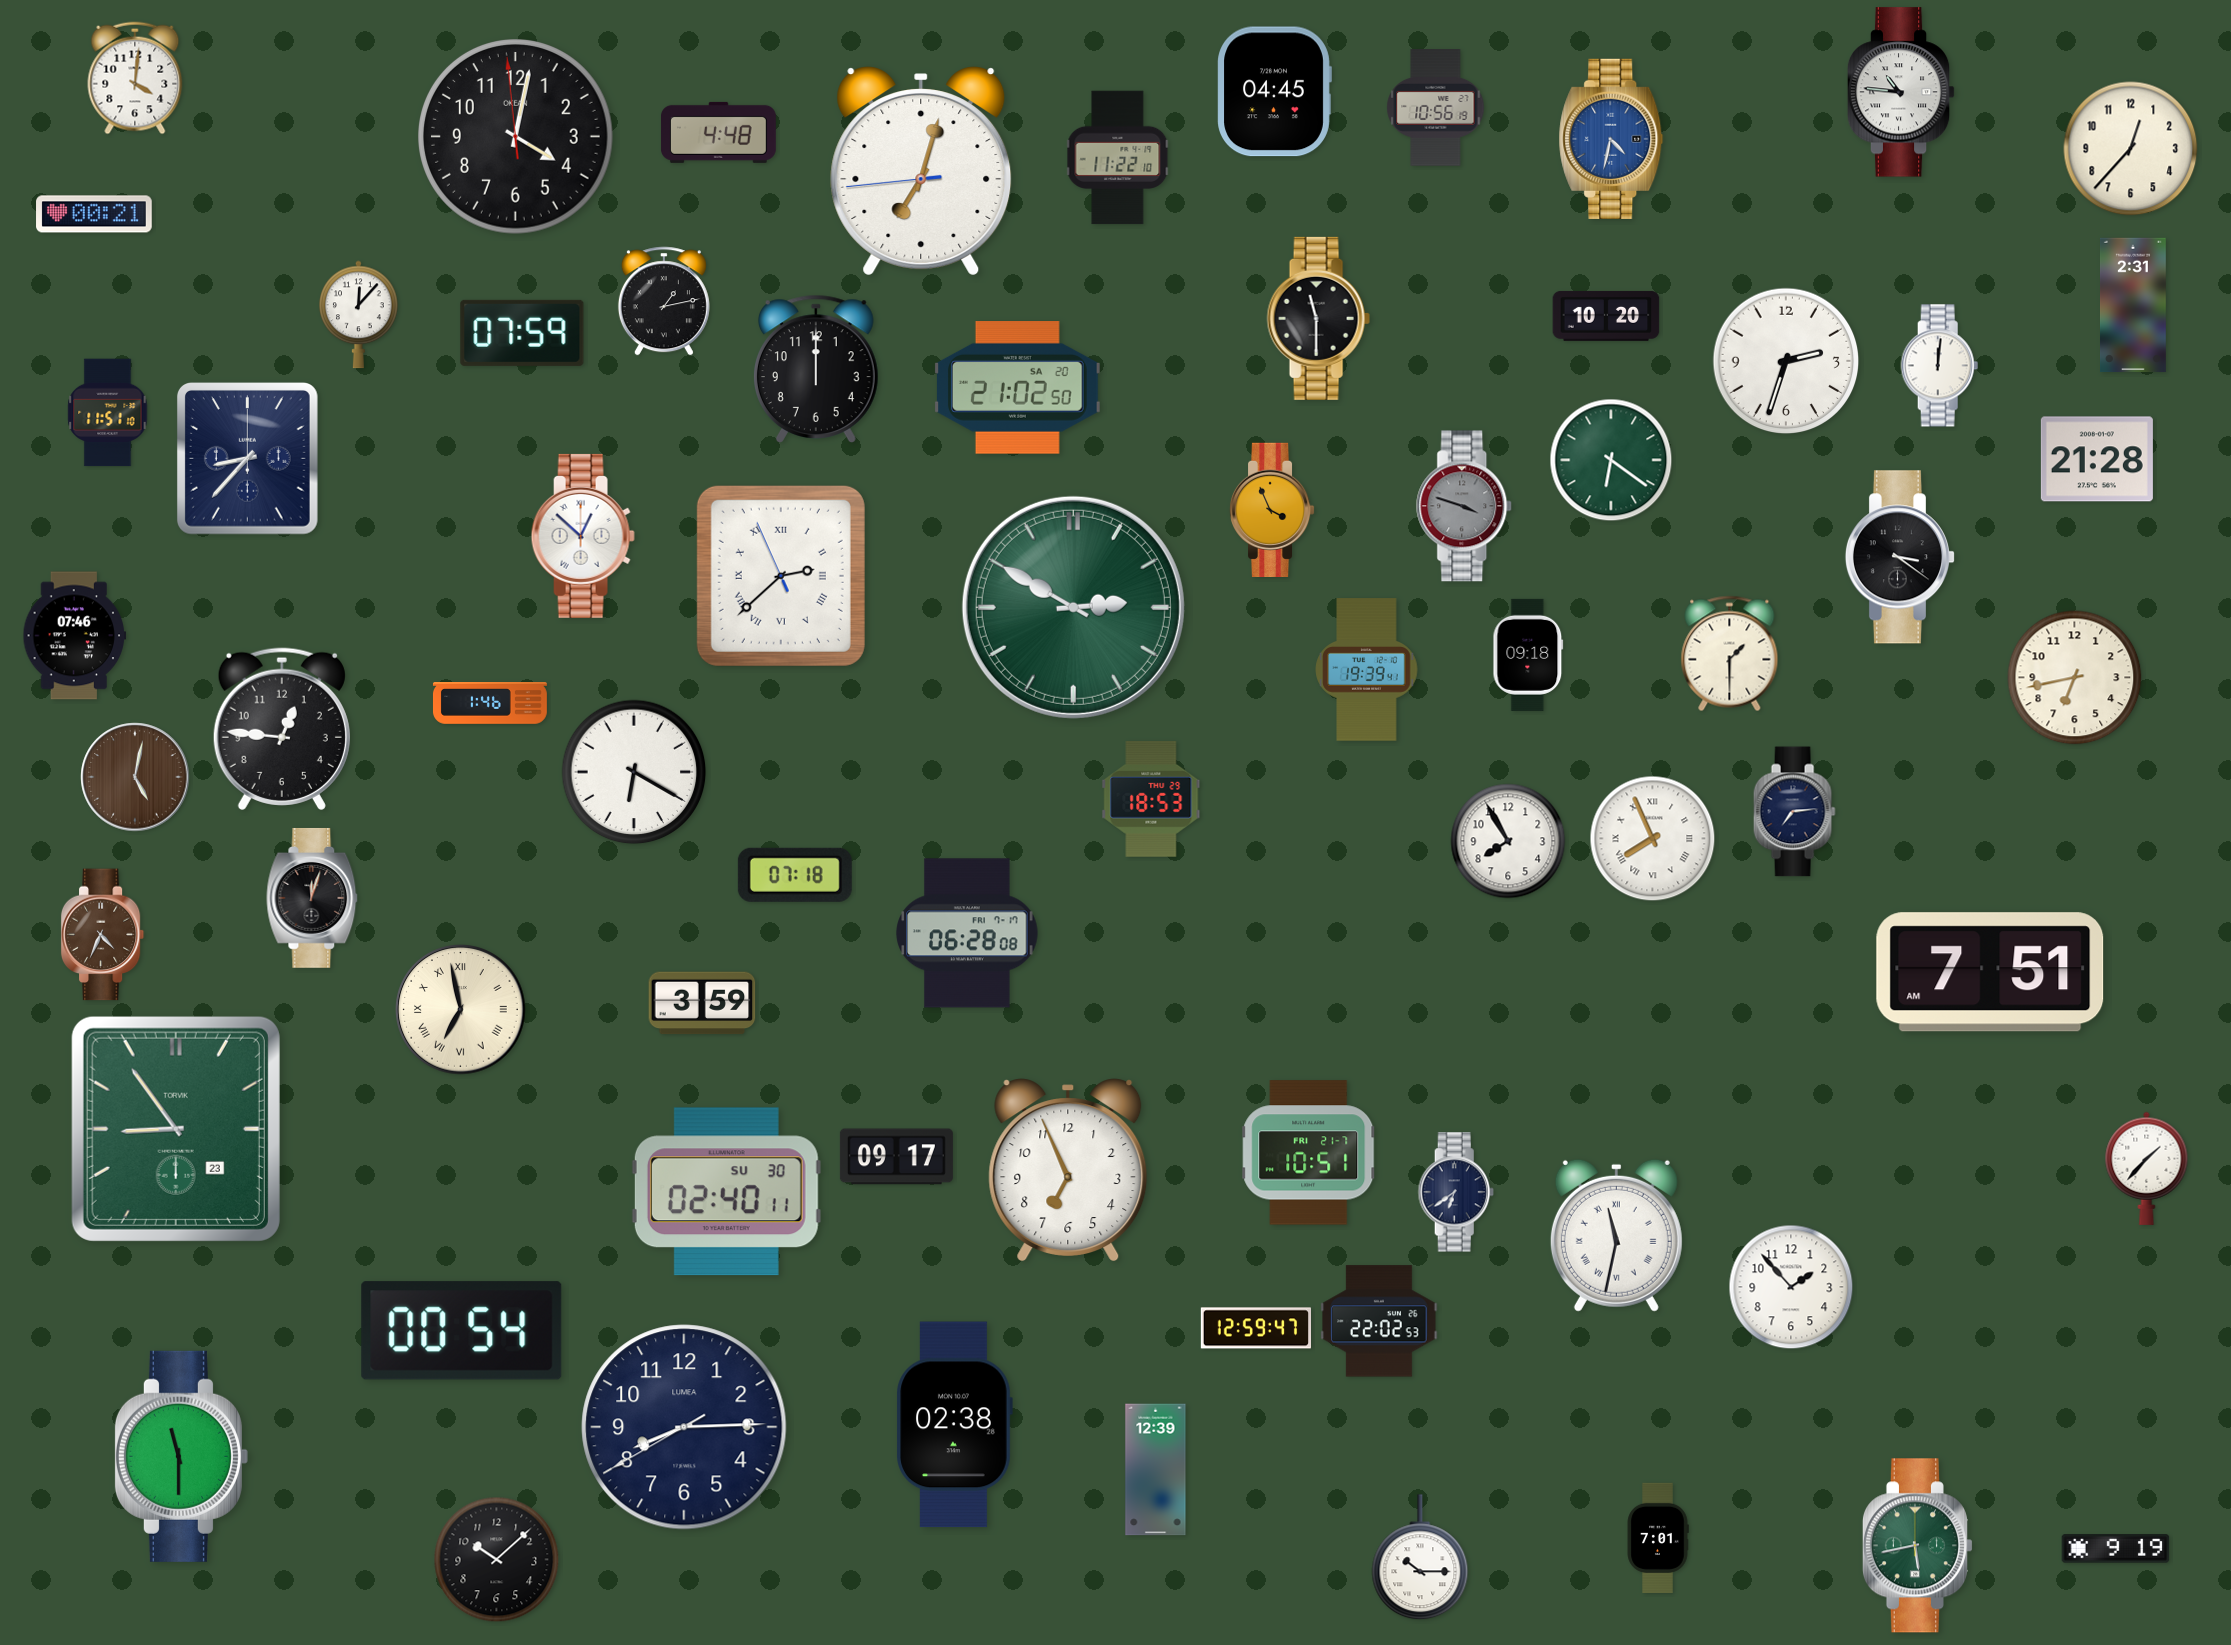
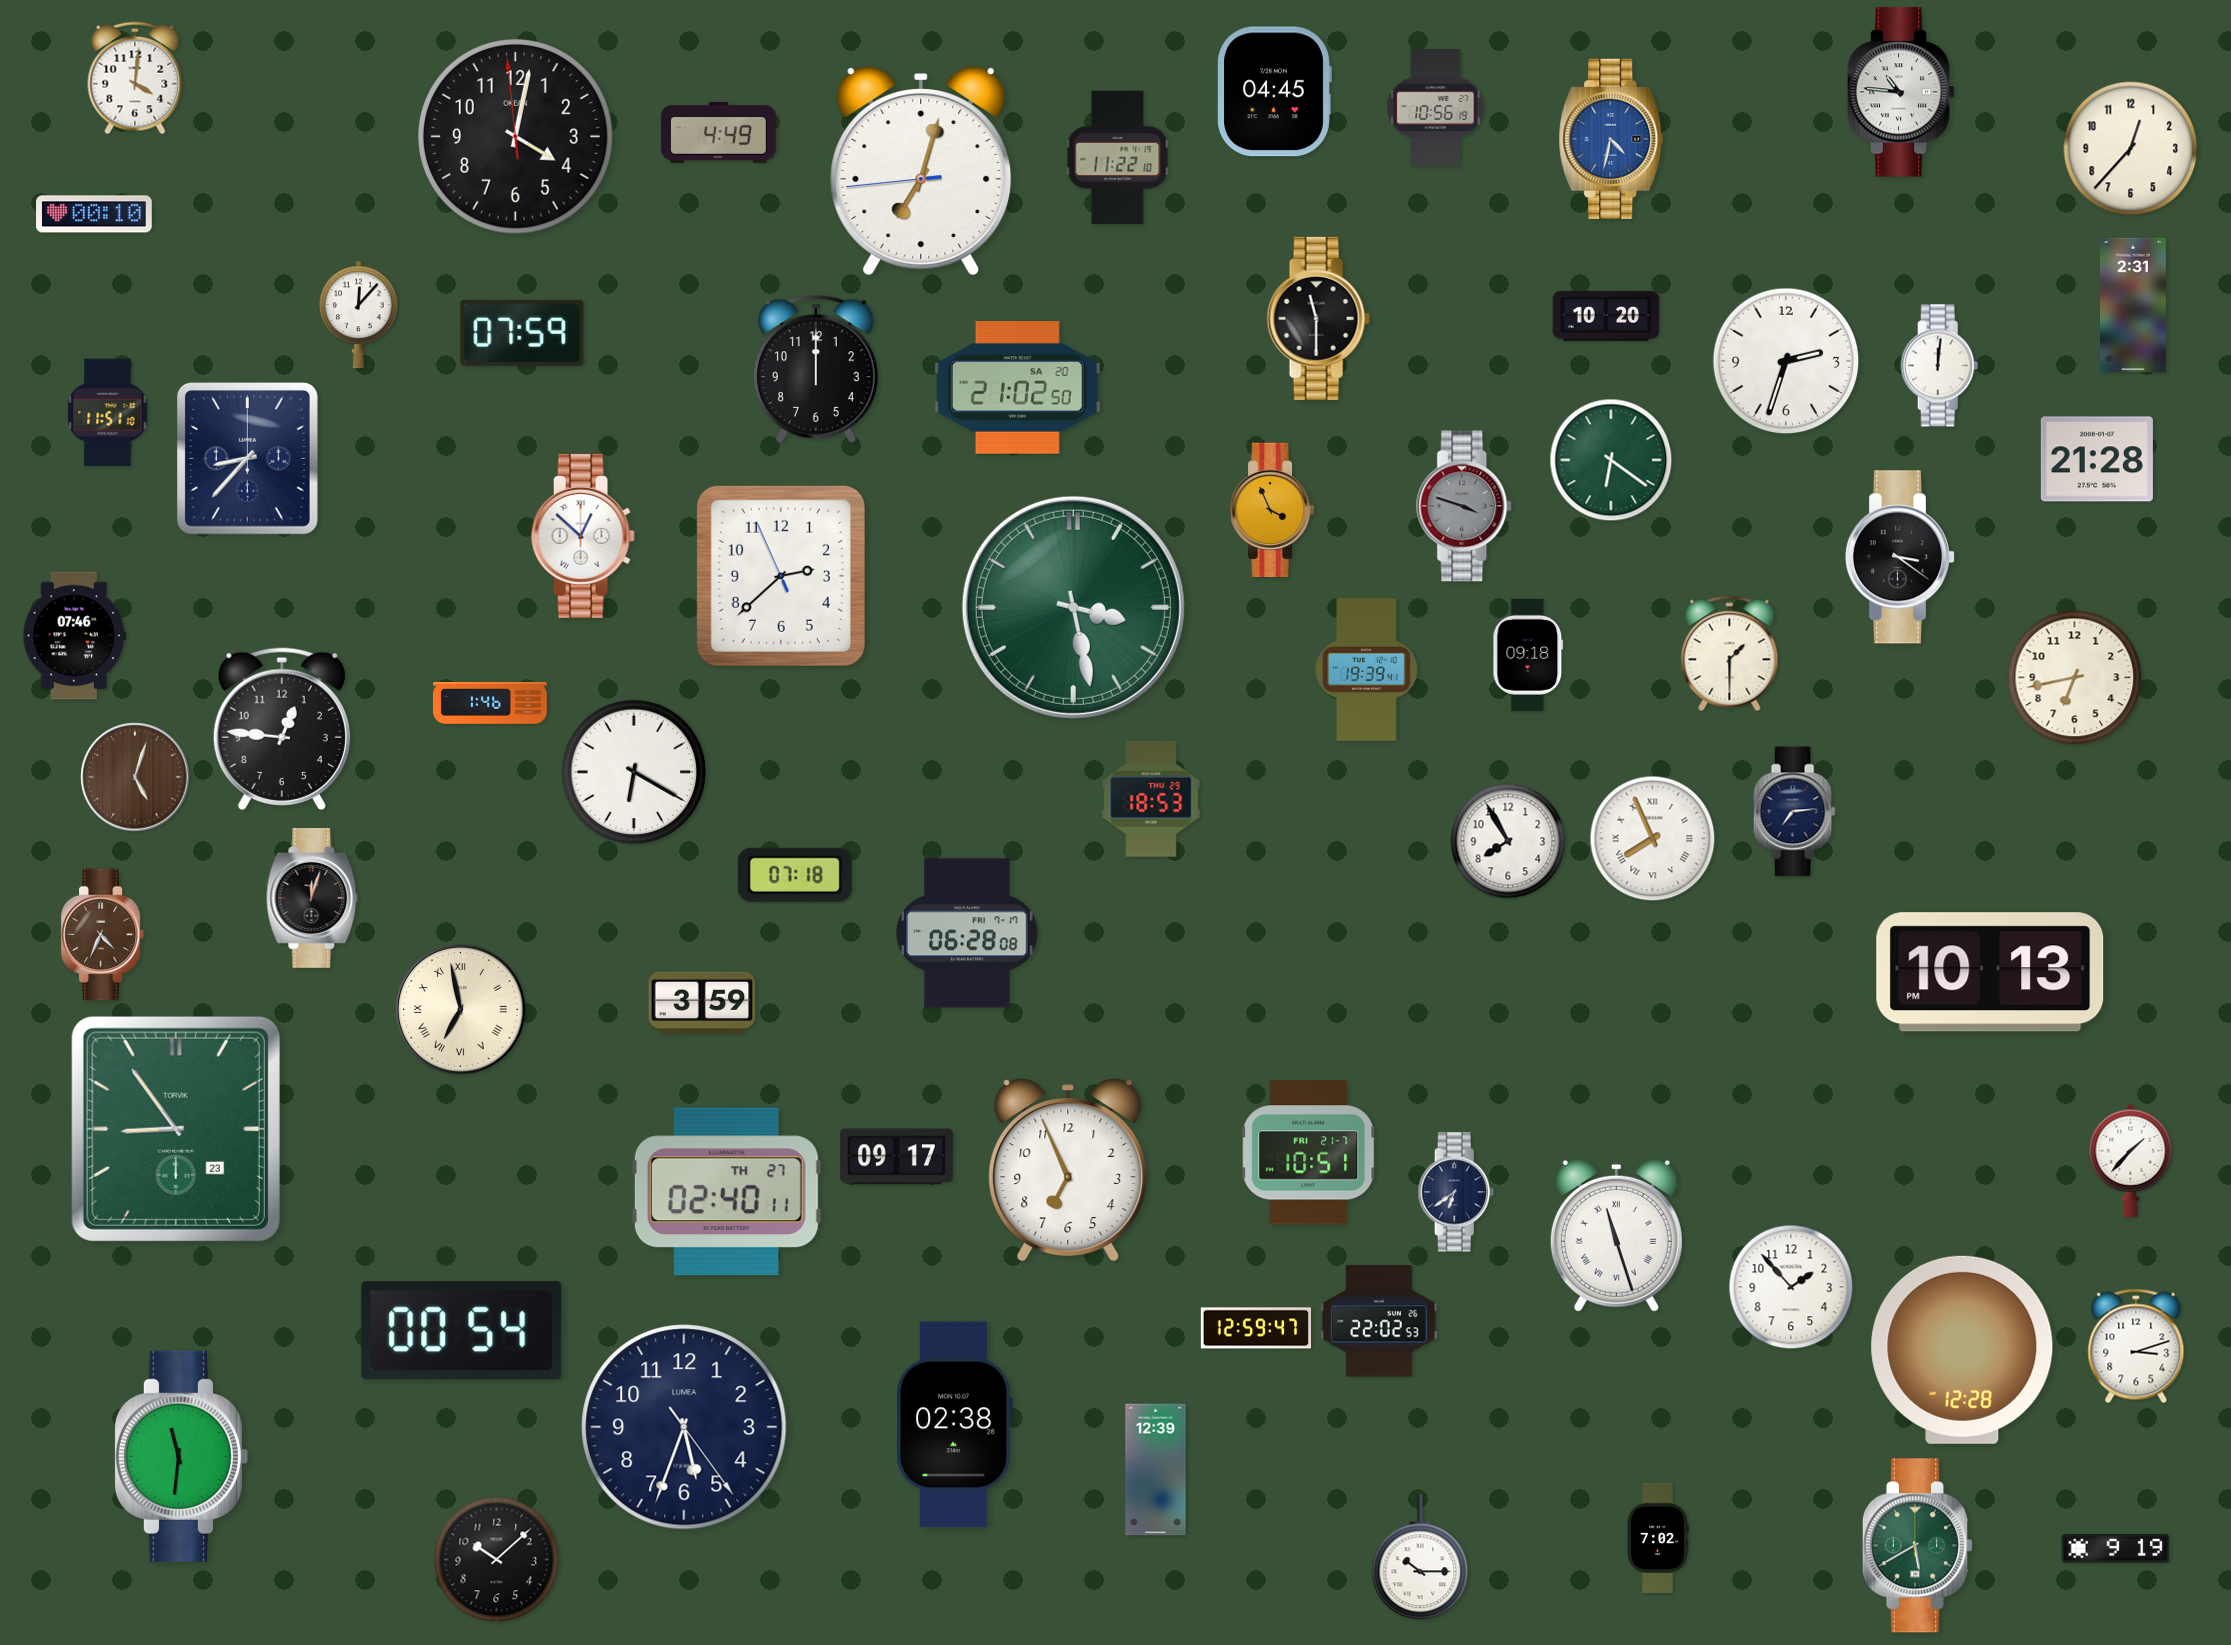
clock at (718, 132): 4:48 -> 4:49
clock at (94, 214): 00:21 -> 00:10
clock at (664, 301): 1:13 -> none
clock at (781, 576) numerals: Roman -> Arabic
clock at (1073, 607): 2:50 -> 3:28
clock at (135, 777): 5:02 -> 5:03
clock at (1990, 972): 7:51 -> 10:13
clock at (2147, 1168) position: (2147, 1168) -> (2131, 1160)
clock at (726, 1192) date: SU 30 -> TH 27
clock at (1616, 1235): 11:32 -> 11:27
clock at (2136, 1346): none -> 3:12
clock at (1962, 1350): none -> 12:28
clock at (684, 1427): 8:14 -> 5:33
clock at (181, 1456): 11:30 -> 11:31
clock at (1658, 1537): 7:01 -> 7:02
clock at (1917, 1546): 5:43 -> 5:40
